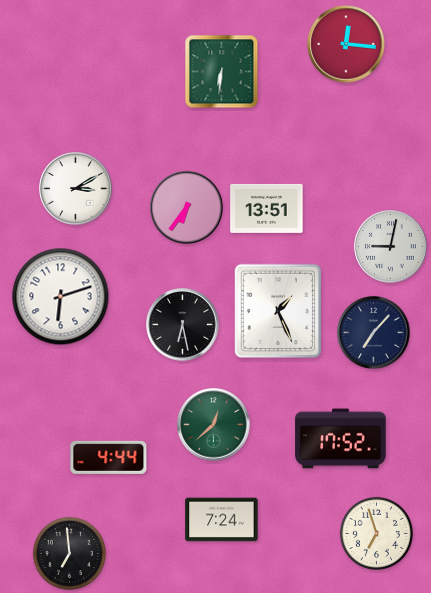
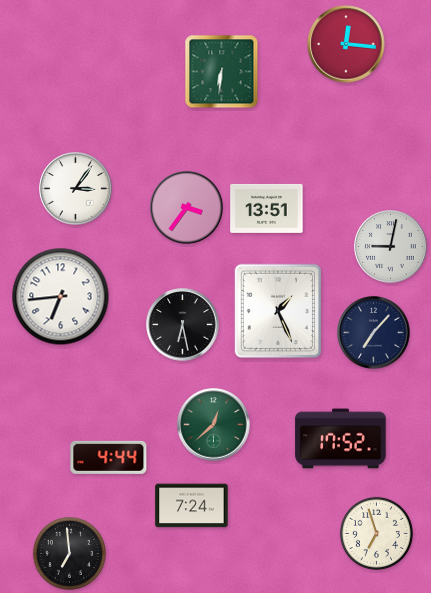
clock at (76, 189): 3:10 -> 3:06
clock at (187, 208): 6:36 -> 3:36
clock at (61, 297): 6:12 -> 6:44
clock at (222, 520) position: (222, 520) -> (192, 506)
